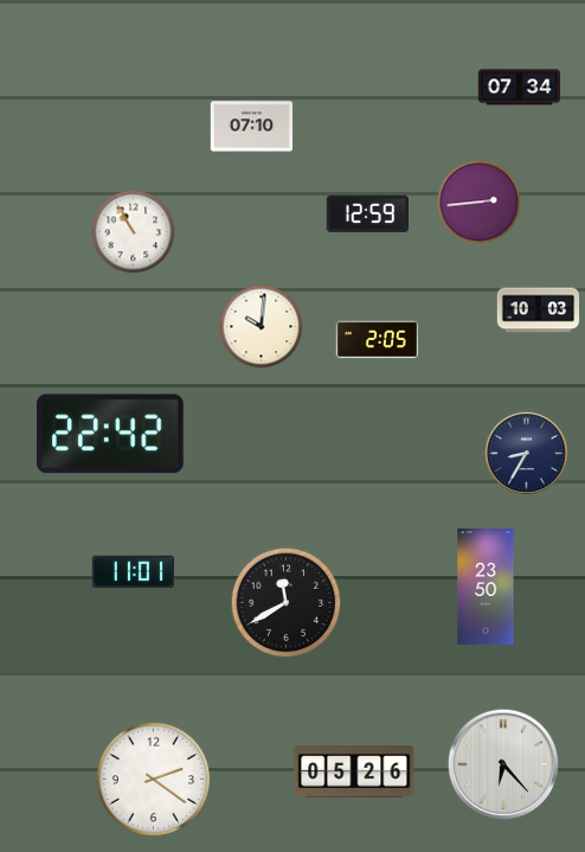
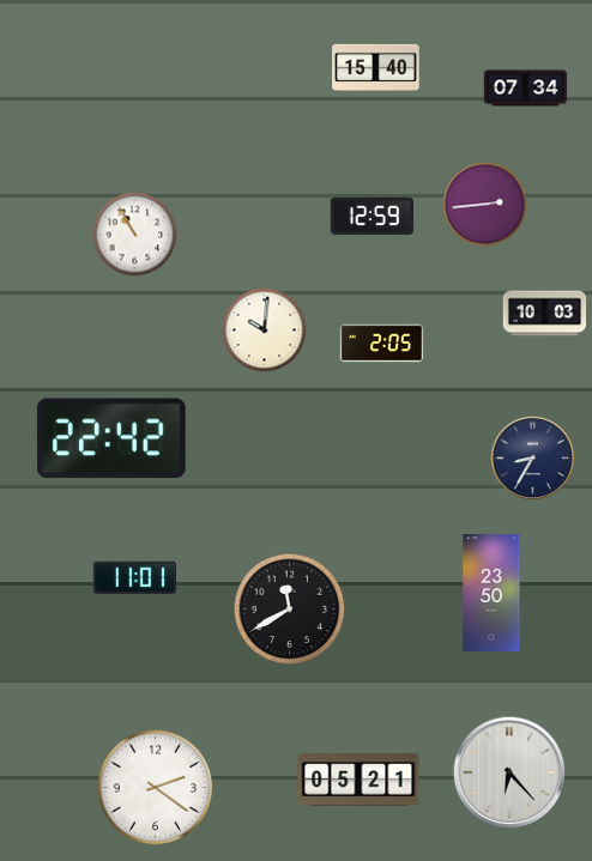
clock at (376, 67): none -> 15:40
clock at (252, 127): 07:10 -> none
clock at (354, 771): 05:26 -> 05:21
